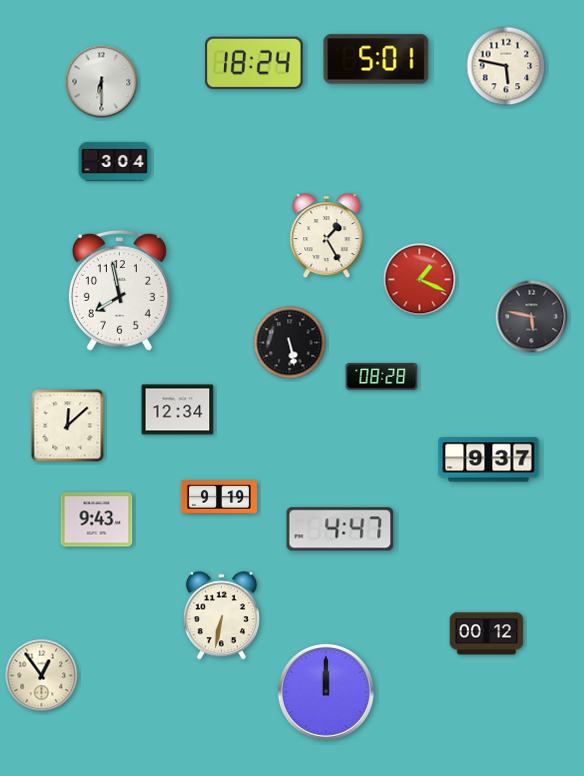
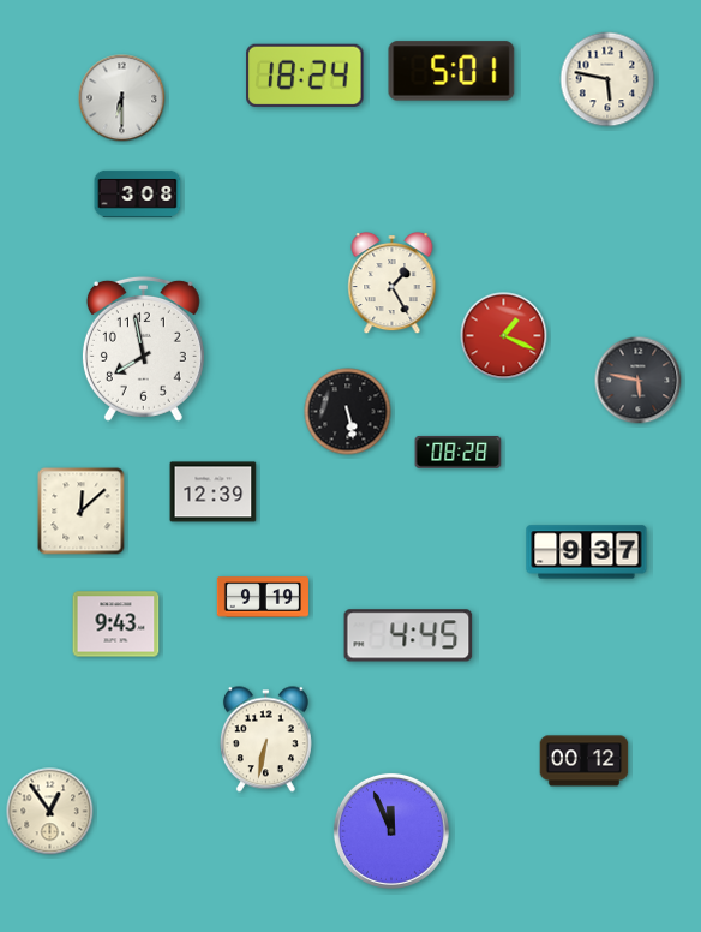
clock at (115, 161): 3:04 -> 3:08
clock at (178, 410): 12:34 -> 12:39
clock at (340, 529): 4:47 -> 4:45
clock at (326, 692): 12:00 -> 11:56
